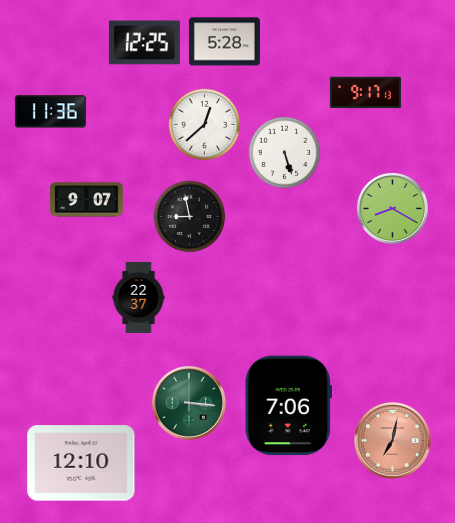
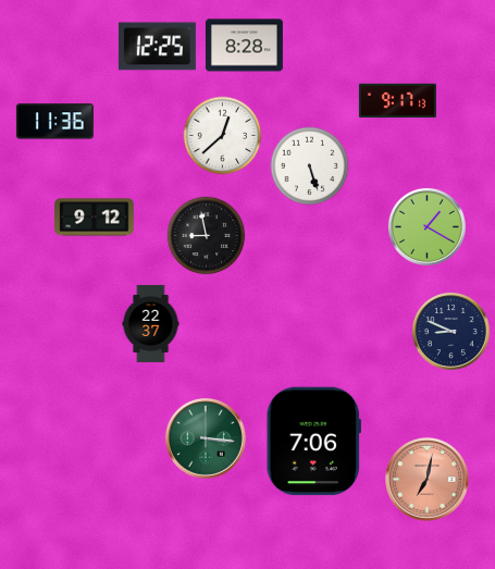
clock at (224, 42): 5:28 -> 8:28
clock at (87, 200): 9:07 -> 9:12
clock at (392, 208): 8:20 -> 1:20
clock at (450, 331): none -> 8:49
clock at (81, 463): 12:10 -> none
